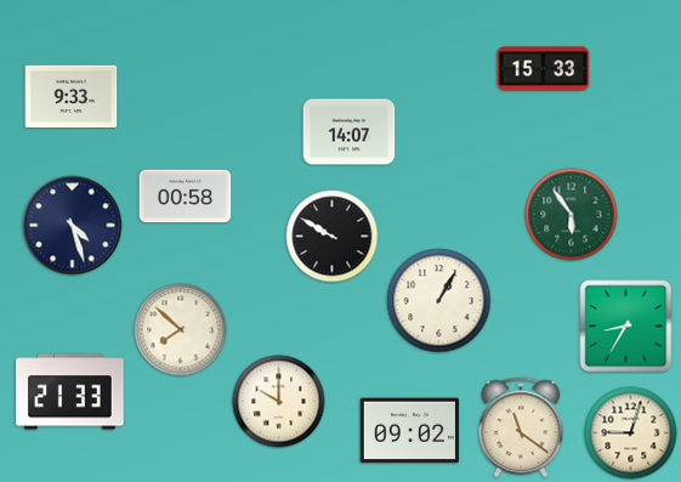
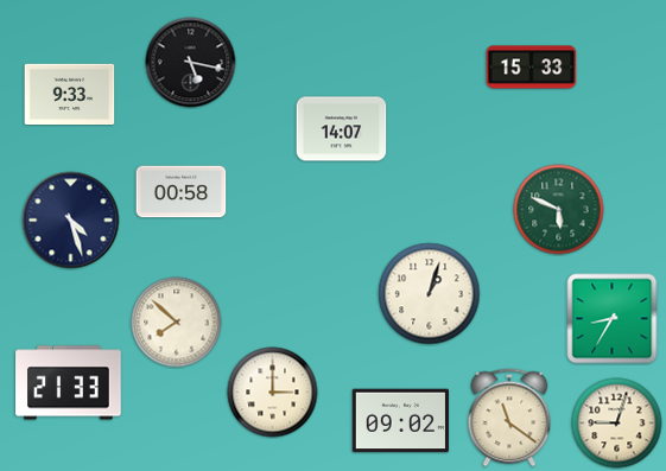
clock at (191, 63): none -> 5:17
clock at (572, 215): 5:54 -> 5:49
clock at (333, 237): 9:50 -> none
clock at (439, 301): 1:05 -> 1:03
clock at (279, 402): 10:00 -> 3:00
